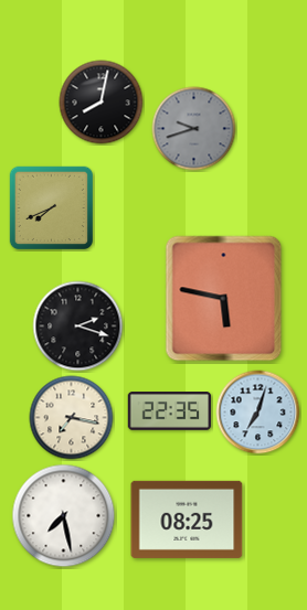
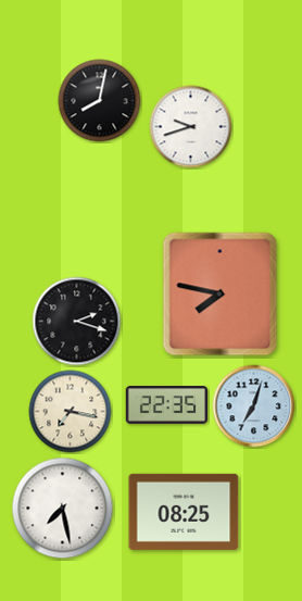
clock at (194, 129) dial: grey -> white
clock at (51, 208): 7:41 -> none
clock at (224, 299): 5:47 -> 7:47
